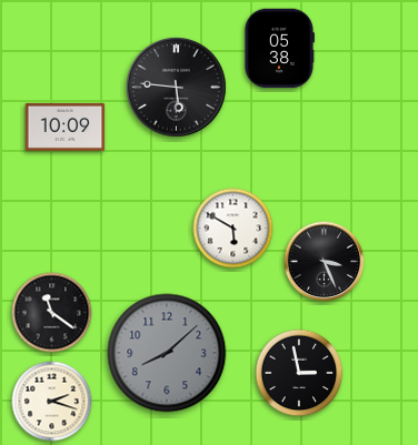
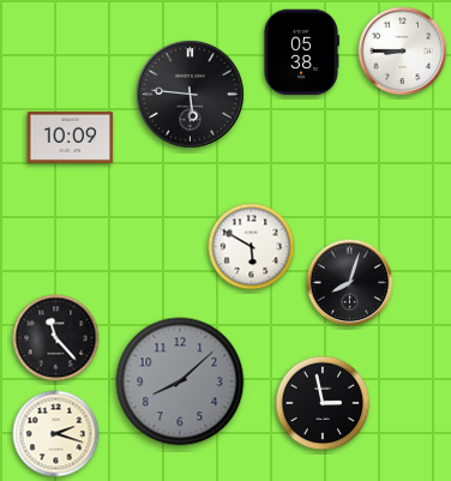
clock at (403, 52): none -> 8:45
clock at (325, 262): 3:26 -> 8:03
clock at (52, 313): 11:21 -> 11:23
